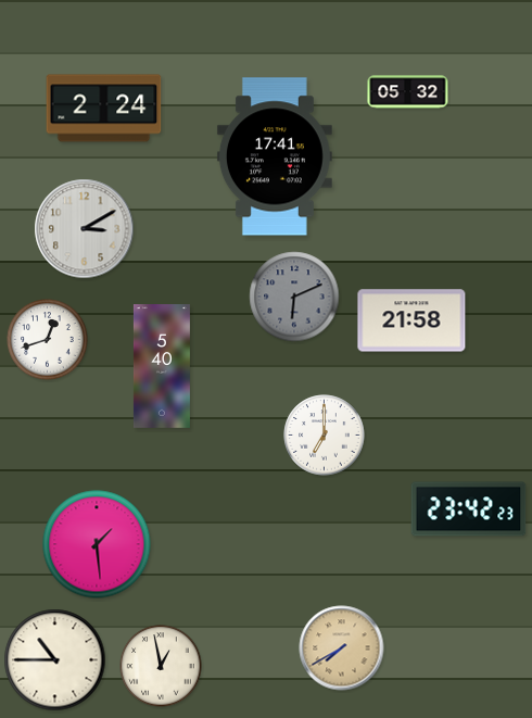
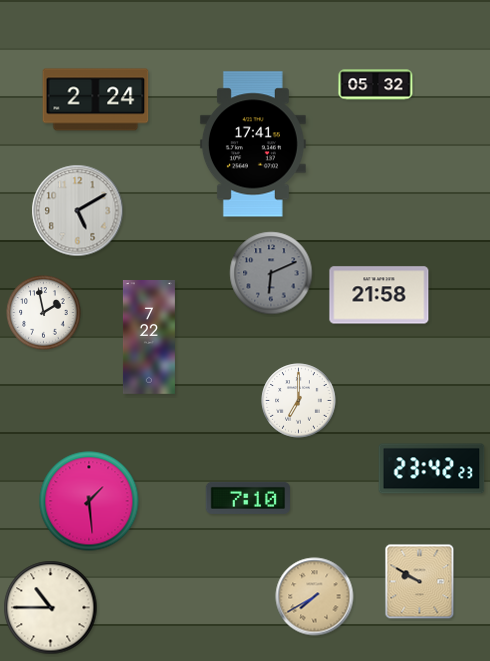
clock at (85, 229): 3:10 -> 5:10
clock at (48, 340): 12:42 -> 1:58
clock at (162, 367): 5:40 -> 7:22
clock at (248, 498): none -> 7:10
clock at (420, 582): none -> 9:50
clock at (161, 666): 12:58 -> none
